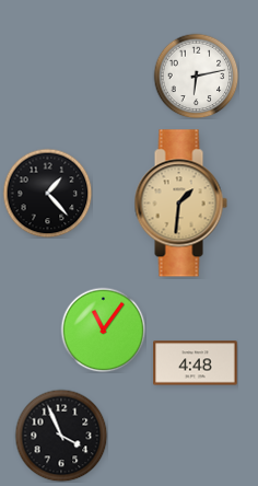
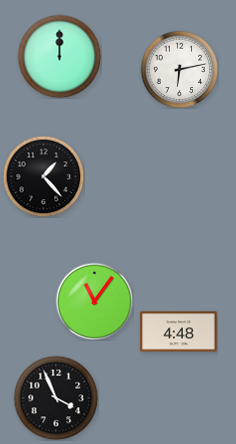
clock at (59, 56): none -> 12:00
clock at (180, 204): 1:31 -> none
